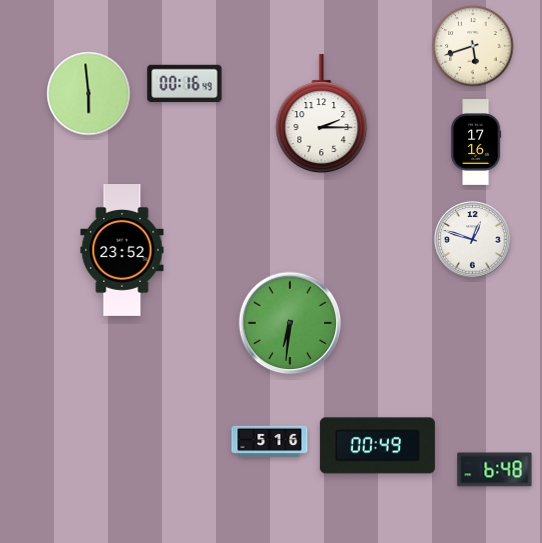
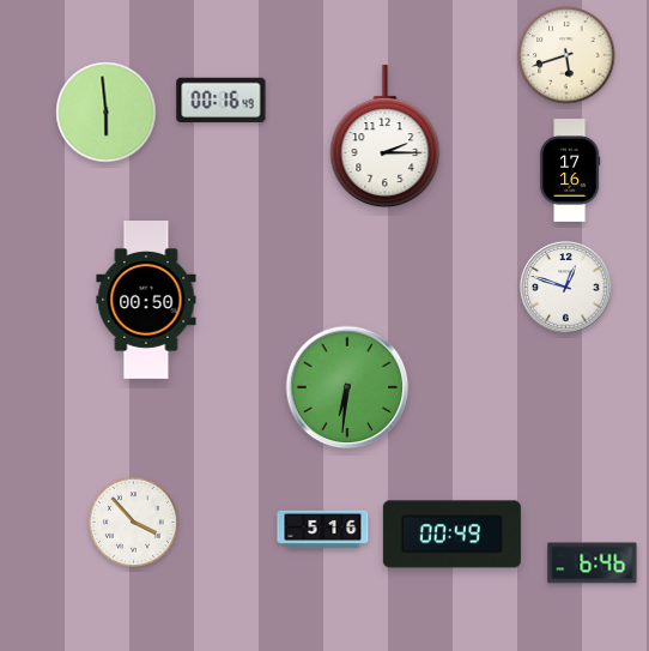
clock at (122, 251): 23:52 -> 00:50
clock at (133, 522): none -> 3:53
clock at (495, 470): 6:48 -> 6:46
